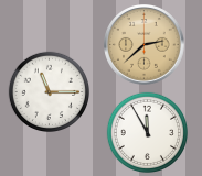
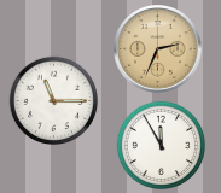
clock at (145, 45): 2:38 -> 2:34
